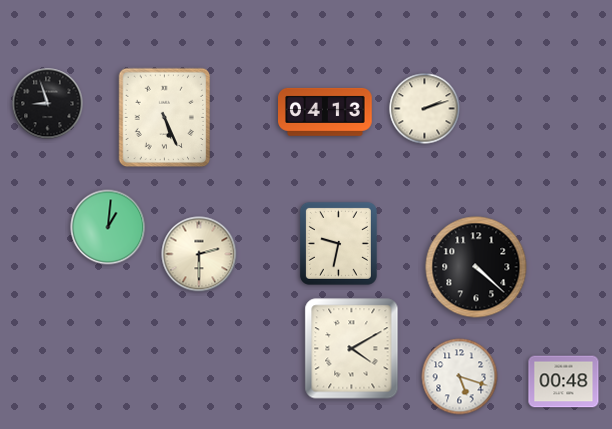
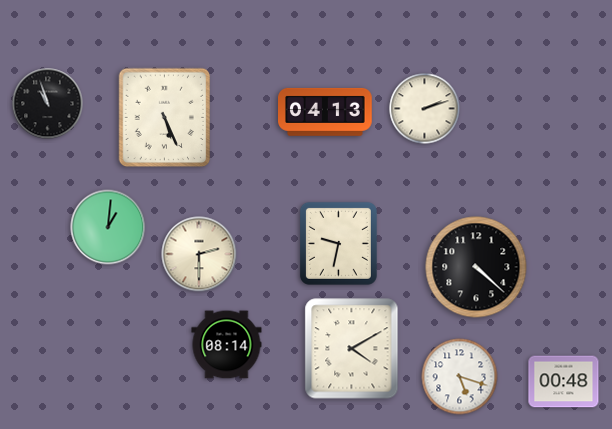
clock at (48, 104): 8:57 -> 10:57
clock at (227, 345): none -> 08:14
